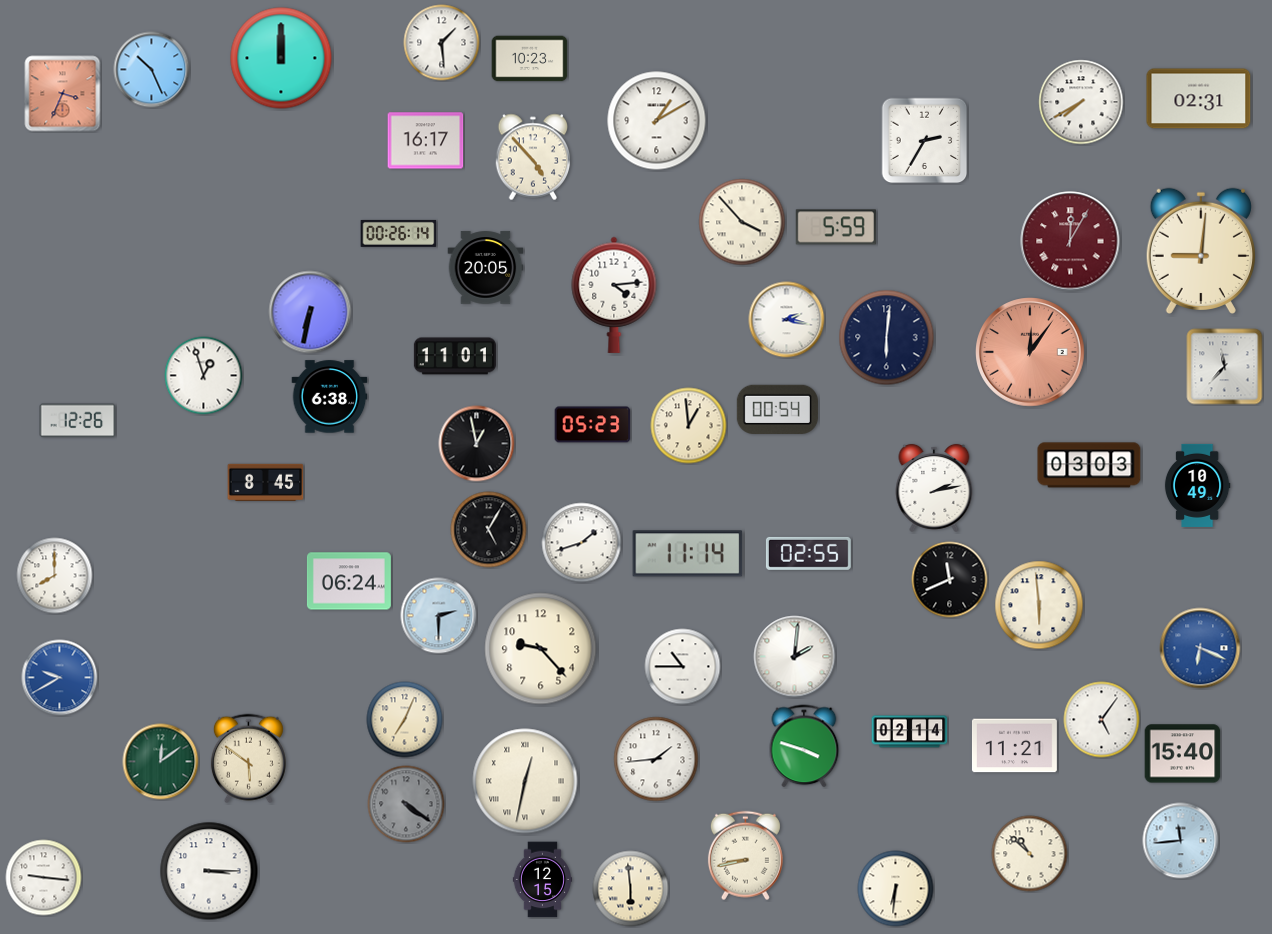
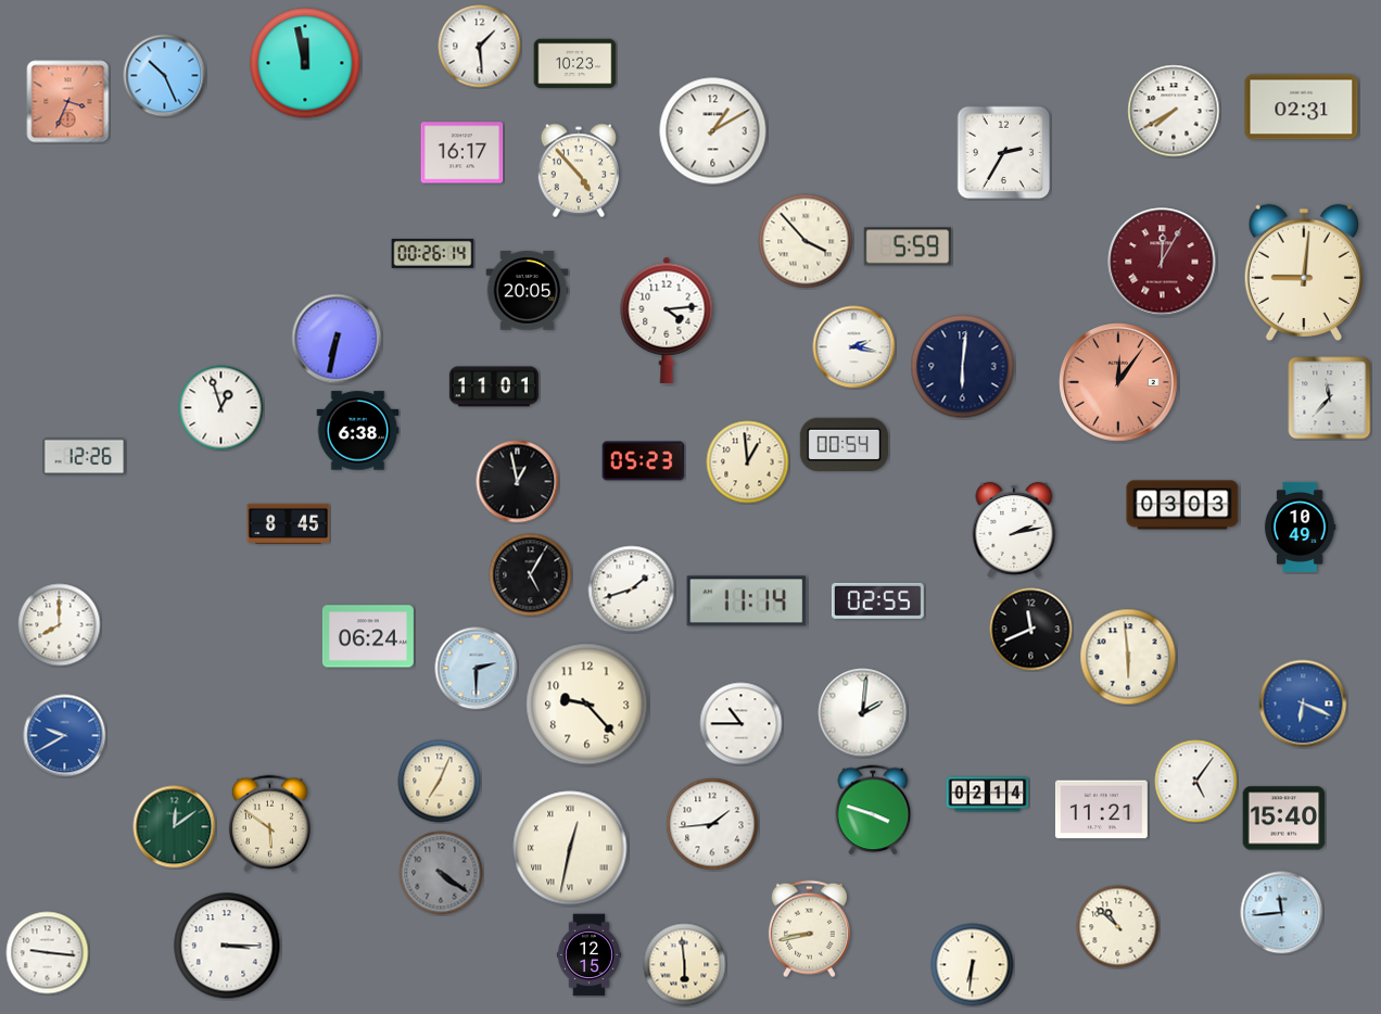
clock at (281, 58): 12:00 -> 11:58
clock at (349, 581) position: (349, 581) -> (368, 636)
